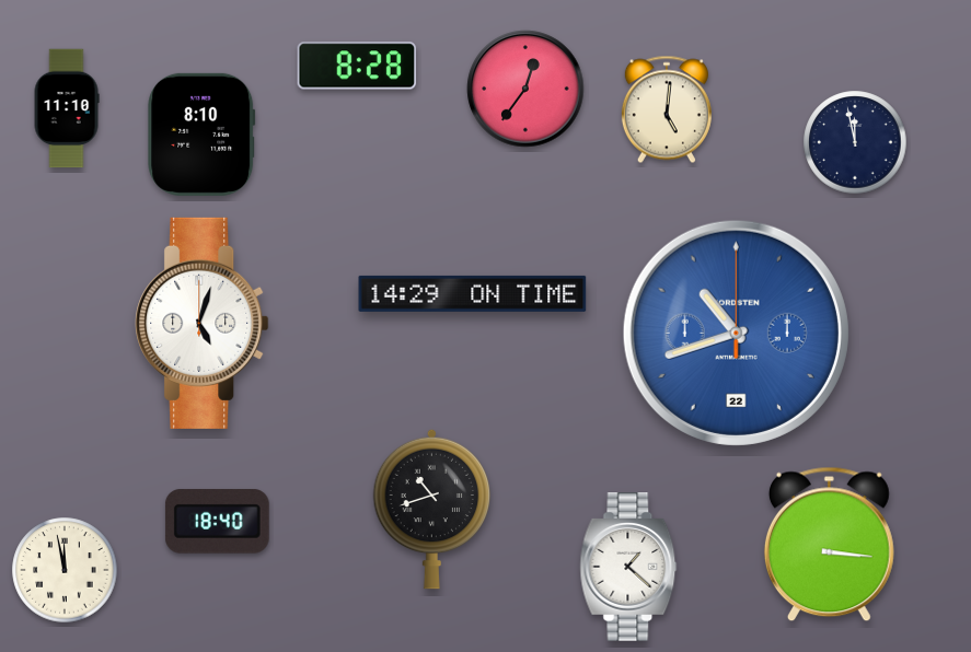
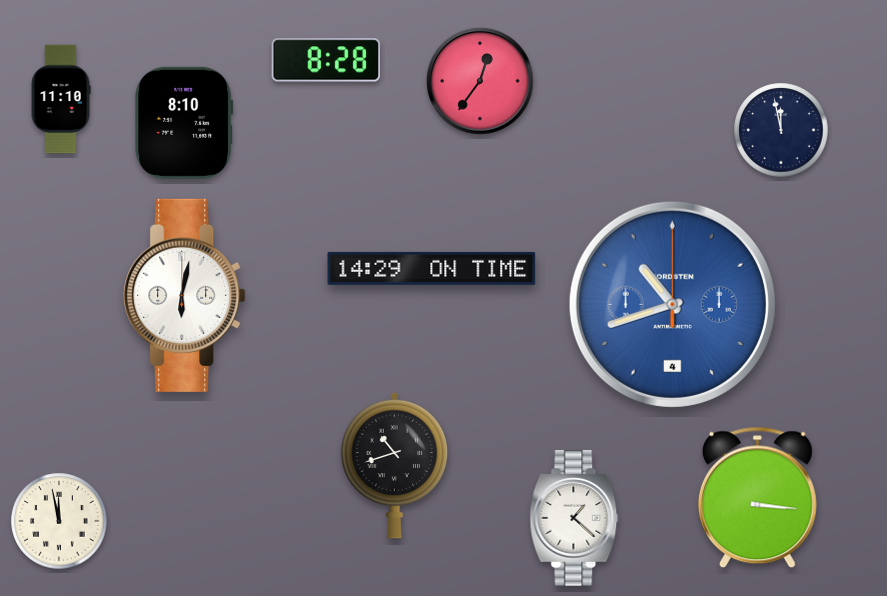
clock at (667, 109): 5:01 -> none
clock at (203, 323): 5:03 -> 6:02
clock at (736, 333) date: 22 -> 4
clock at (217, 521): 18:40 -> none
